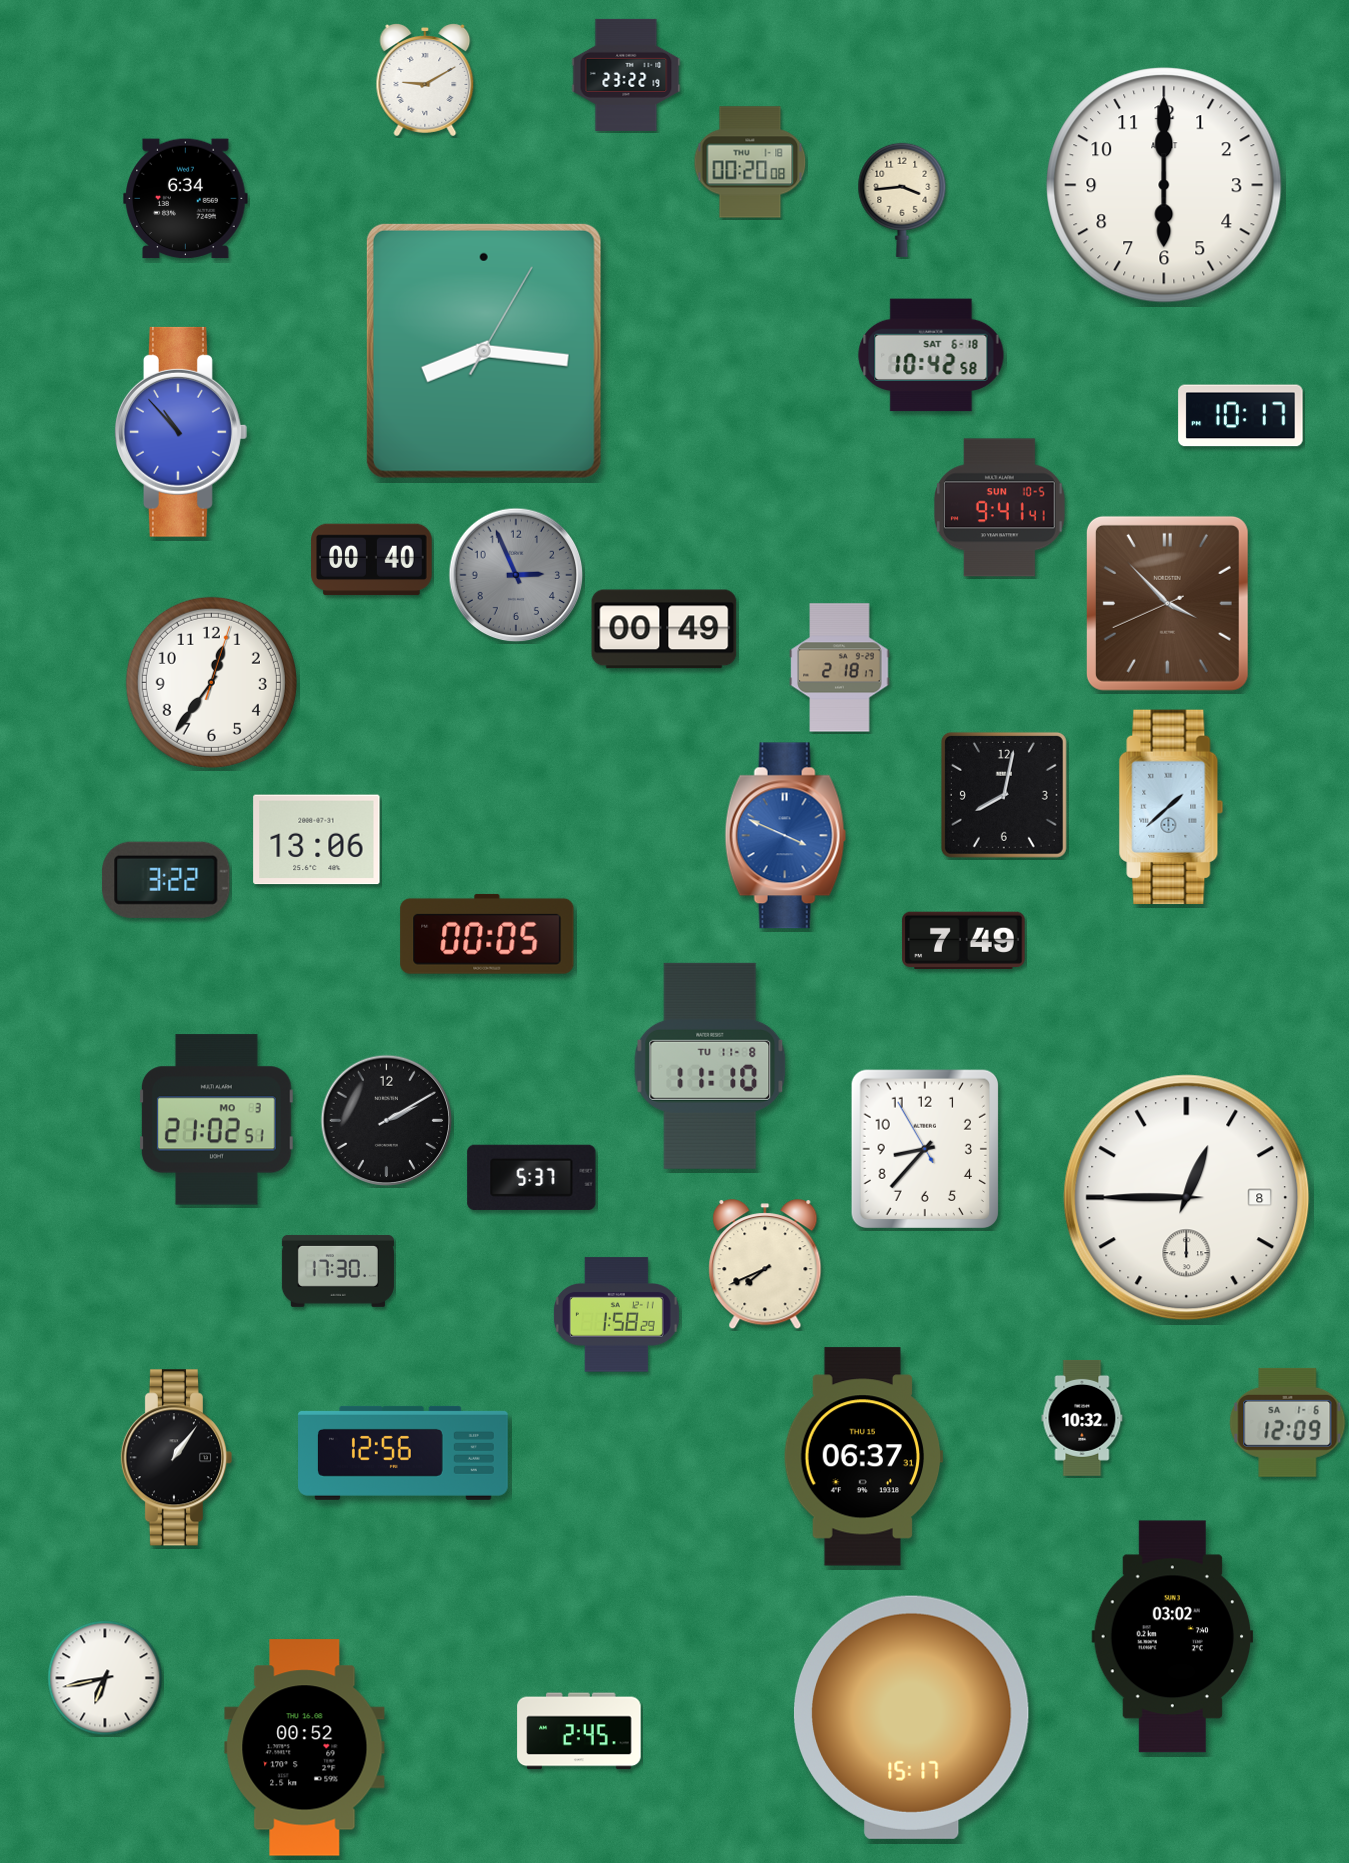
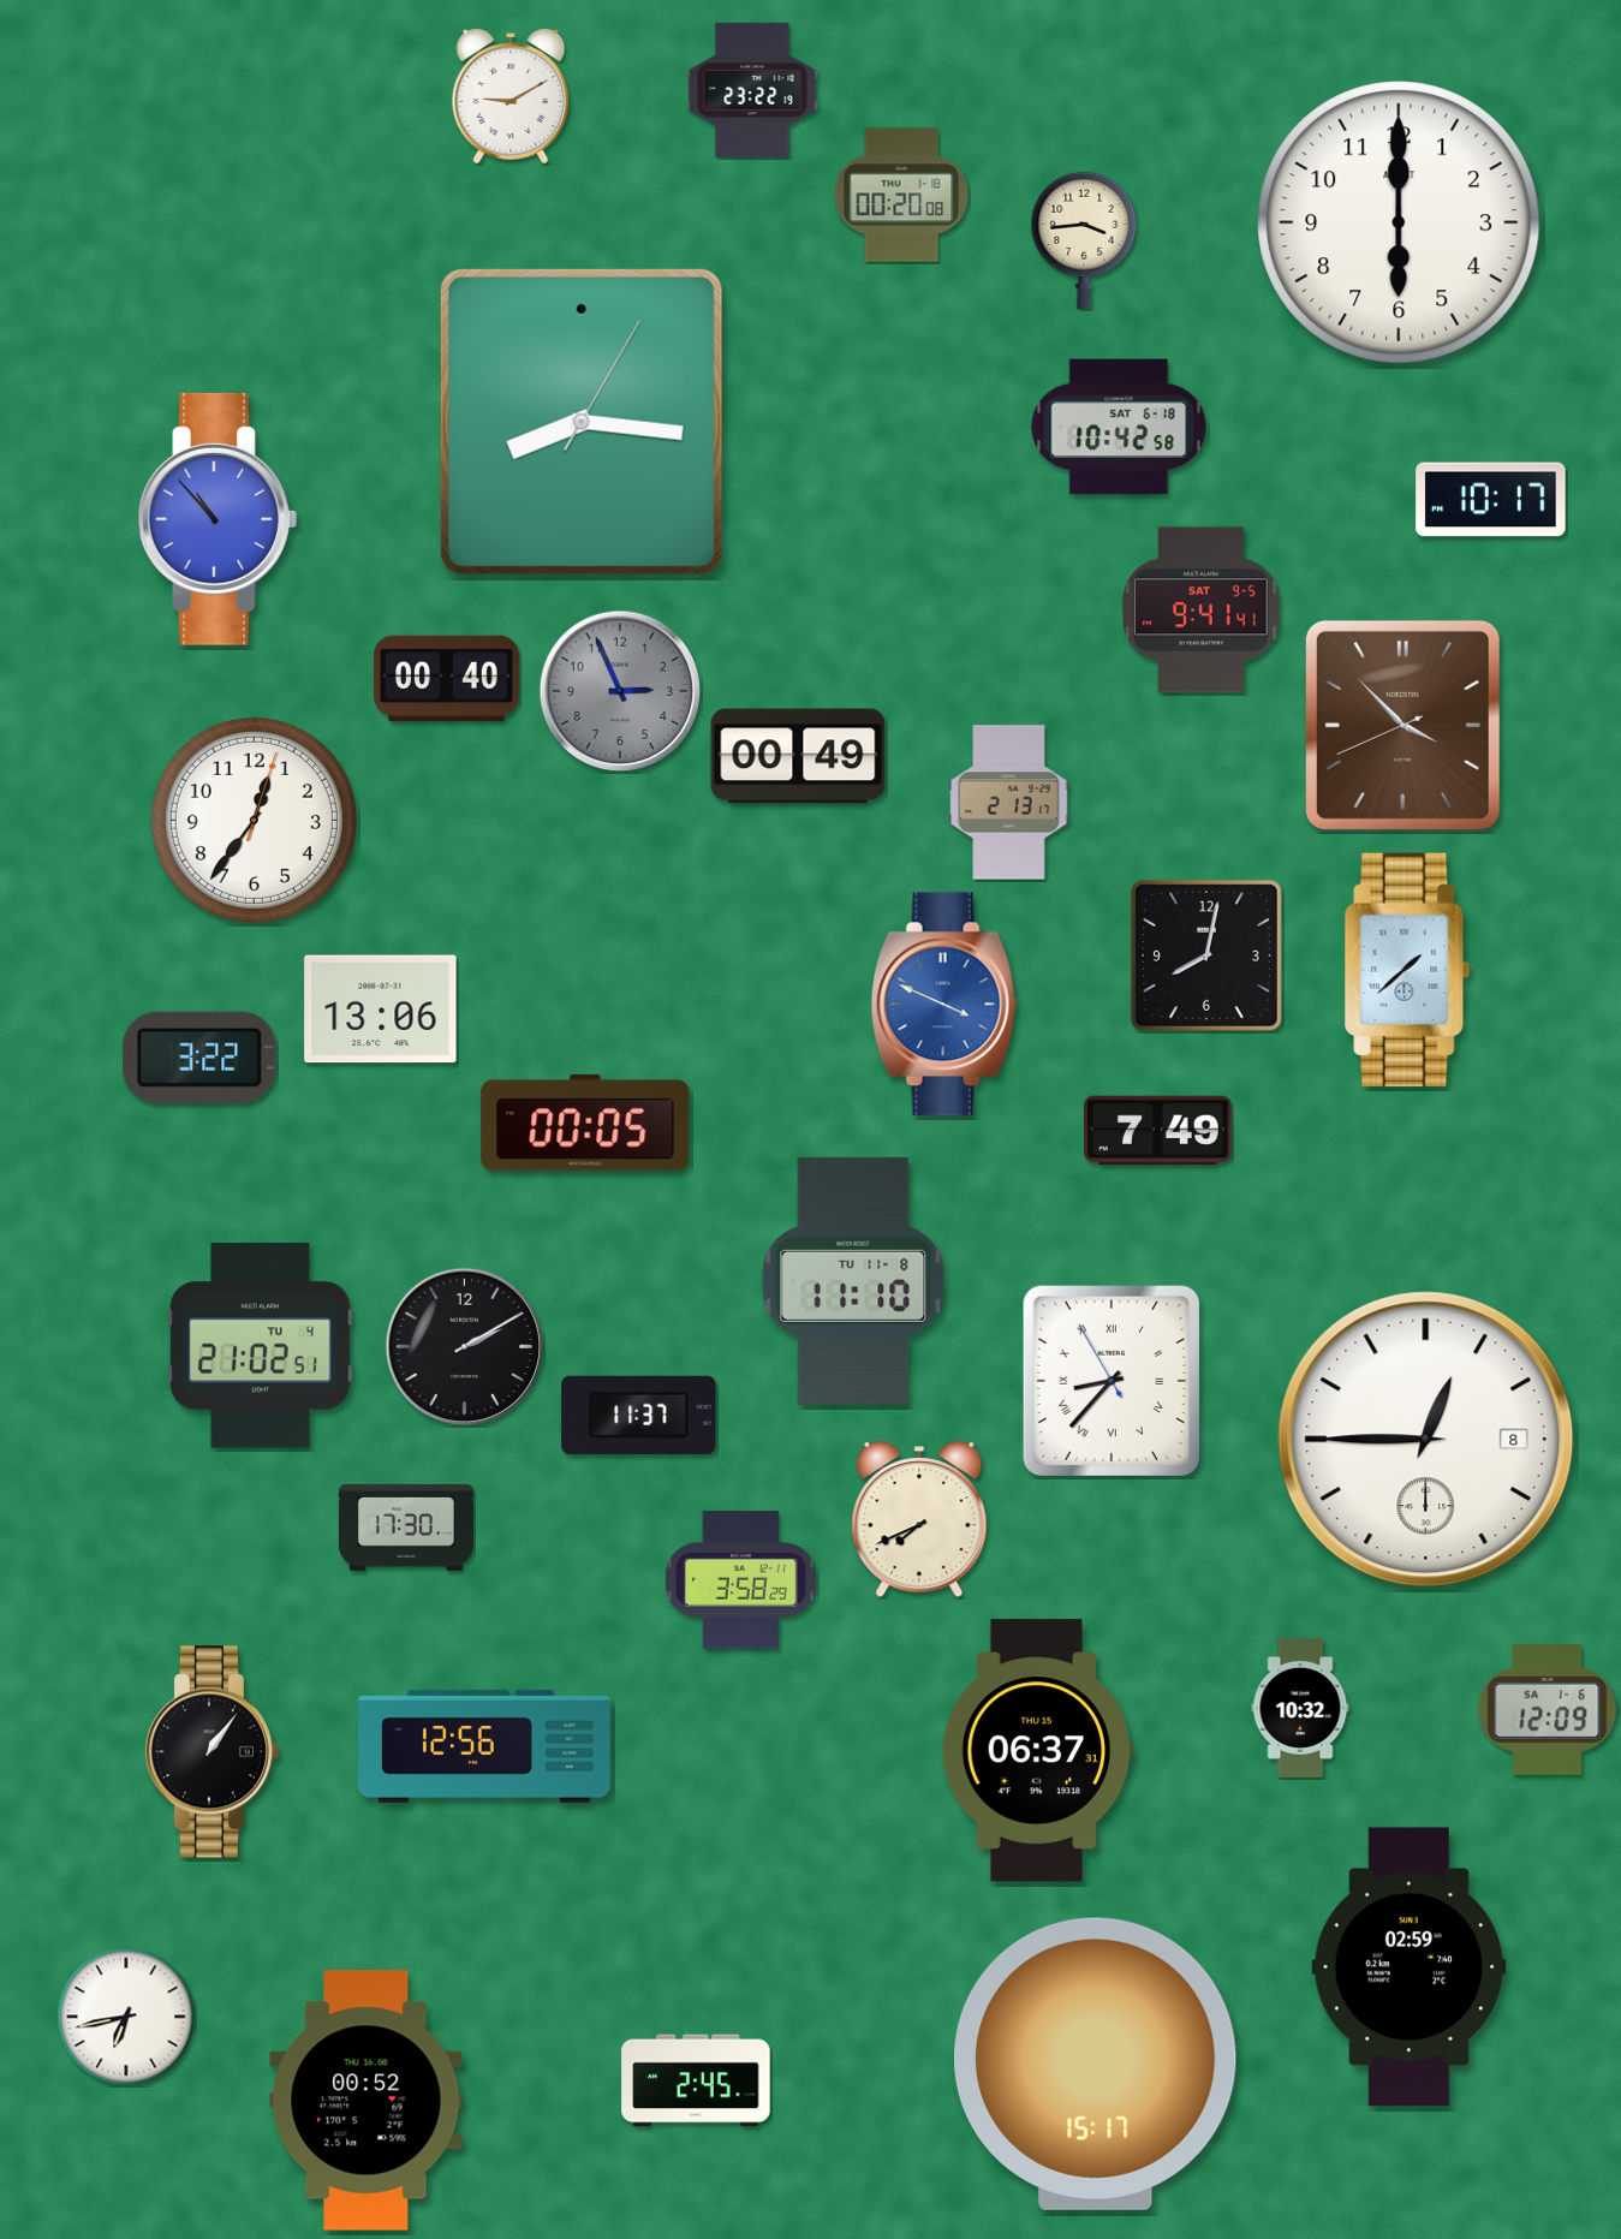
clock at (186, 199): 6:34 -> none
clock at (1000, 508) date: SUN 10-5 -> SAT 9-5
clock at (372, 560) position: (372, 560) -> (447, 679)
clock at (840, 668): 2:18 -> 2:13
clock at (216, 1120) date: MO 3 -> TU 4
clock at (924, 1149) numerals: Arabic -> Roman
clock at (532, 1177): 5:37 -> 11:37
clock at (616, 1315): 1:58 -> 3:58
clock at (1082, 1418) position: (1082, 1418) -> (1300, 1708)
clock at (1173, 1637): 03:02 -> 02:59
